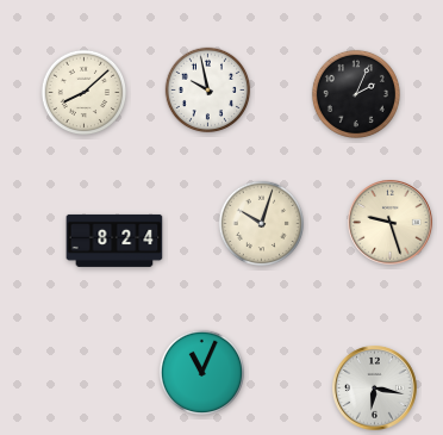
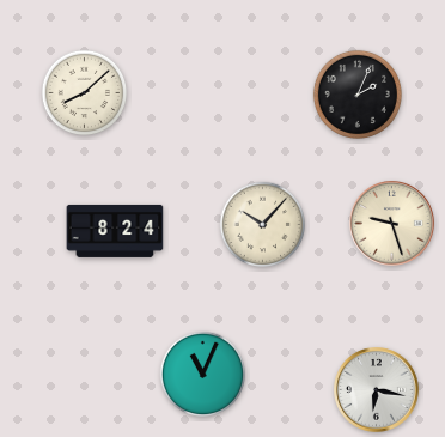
clock at (208, 91): 9:58 -> none
clock at (262, 224): 10:03 -> 10:07
clock at (114, 241) position: (114, 241) -> (115, 231)
